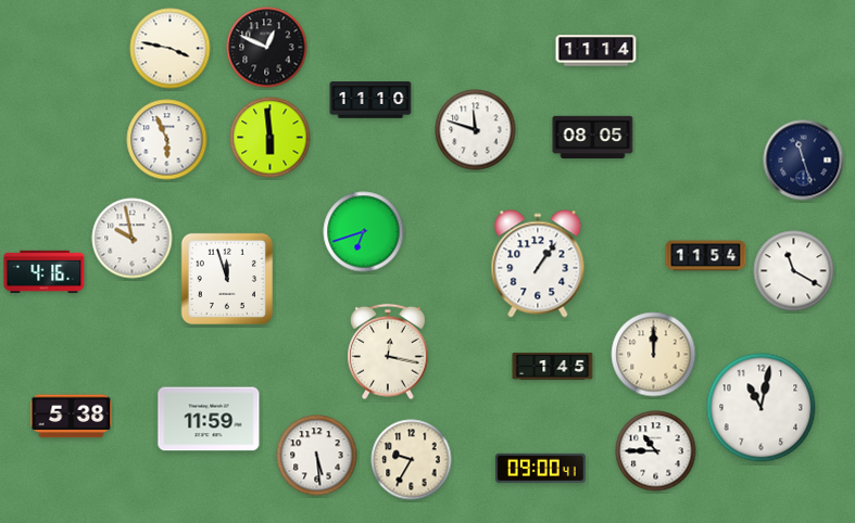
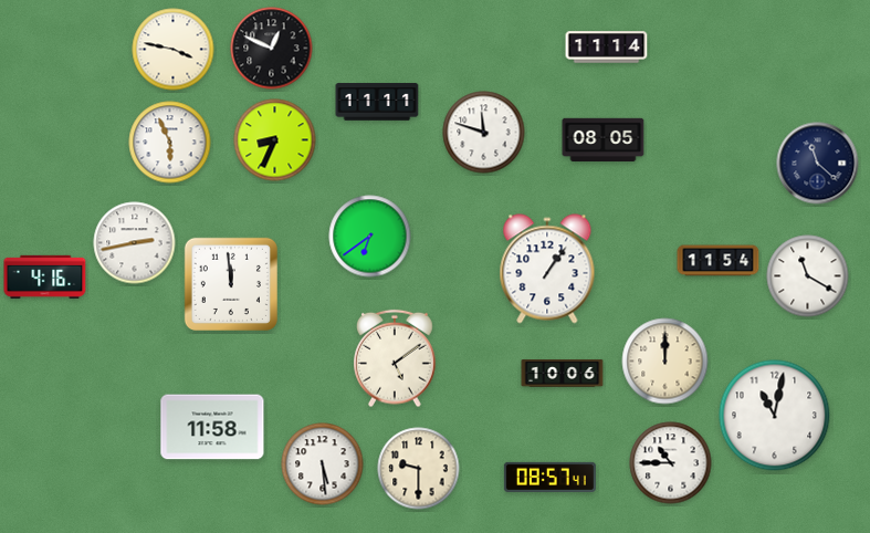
clock at (596, 51) position: (596, 51) -> (607, 48)
clock at (370, 100): 11:10 -> 11:11
clock at (271, 138): 5:59 -> 8:34
clock at (804, 161): 11:27 -> 11:22
clock at (364, 232): 6:42 -> 6:39
clock at (133, 239): 9:58 -> 2:43
clock at (227, 279): 11:57 -> 11:59
clock at (388, 352): 12:17 -> 5:09
clock at (553, 367): 1:45 -> 10:06
clock at (72, 417): 5:38 -> none
clock at (209, 419): 11:59 -> 11:58
clock at (656, 451) position: (656, 451) -> (671, 463)
clock at (412, 460): 9:35 -> 9:30
clock at (540, 468): 09:00 -> 08:57
